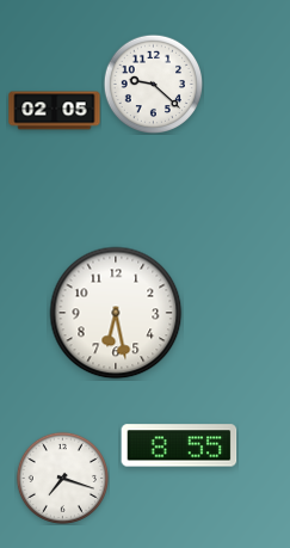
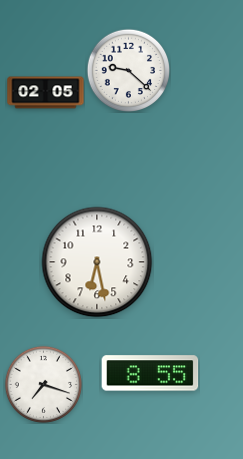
clock at (62, 478) position: (62, 478) -> (43, 384)
